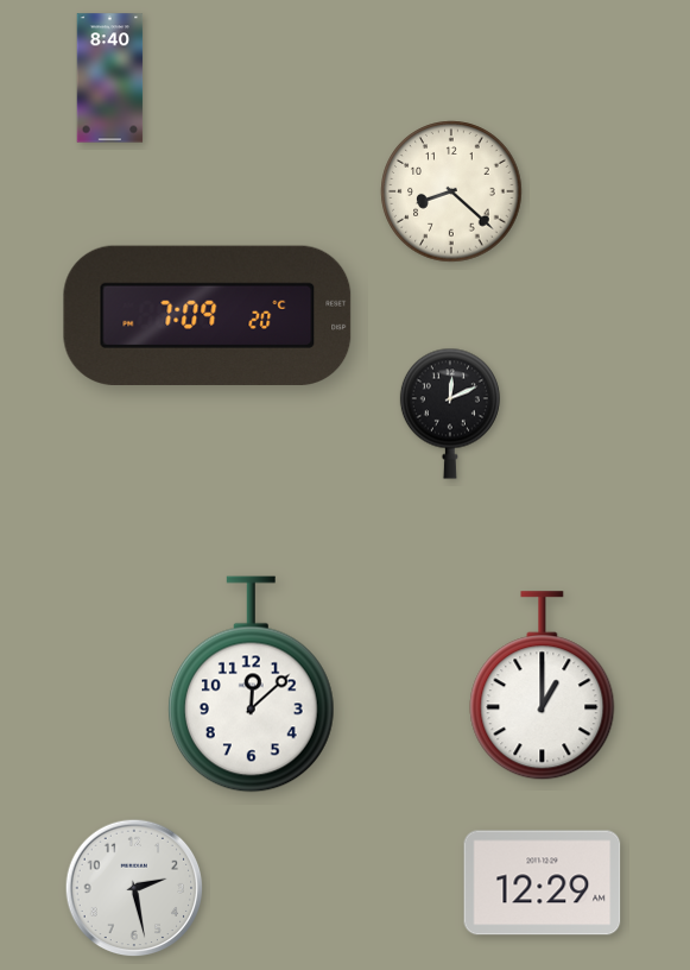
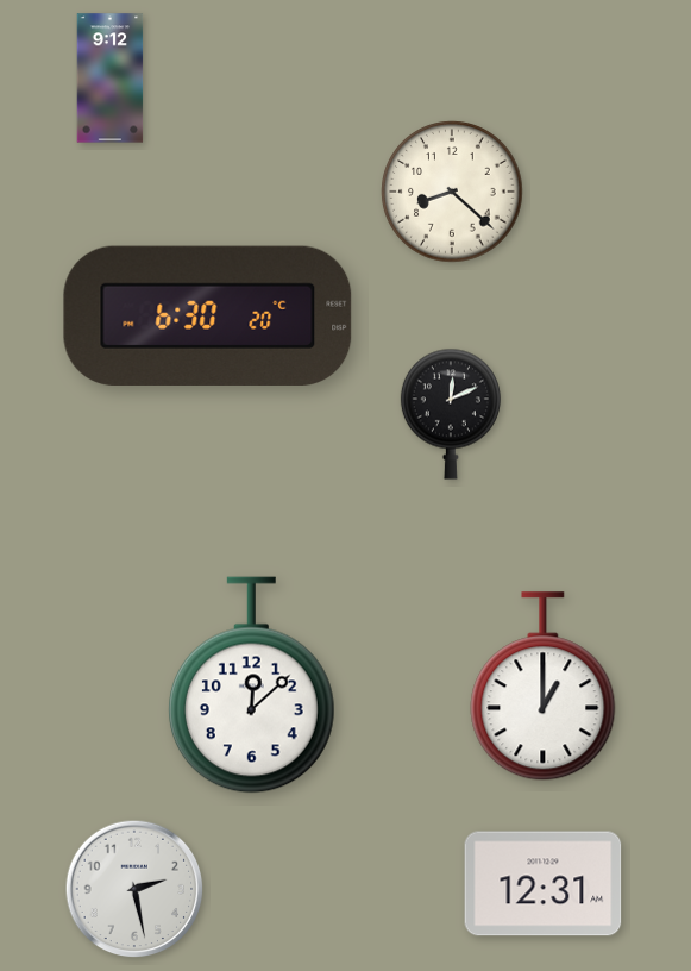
clock at (110, 78): 8:40 -> 9:12
clock at (208, 315): 7:09 -> 6:30
clock at (543, 883): 12:29 -> 12:31
